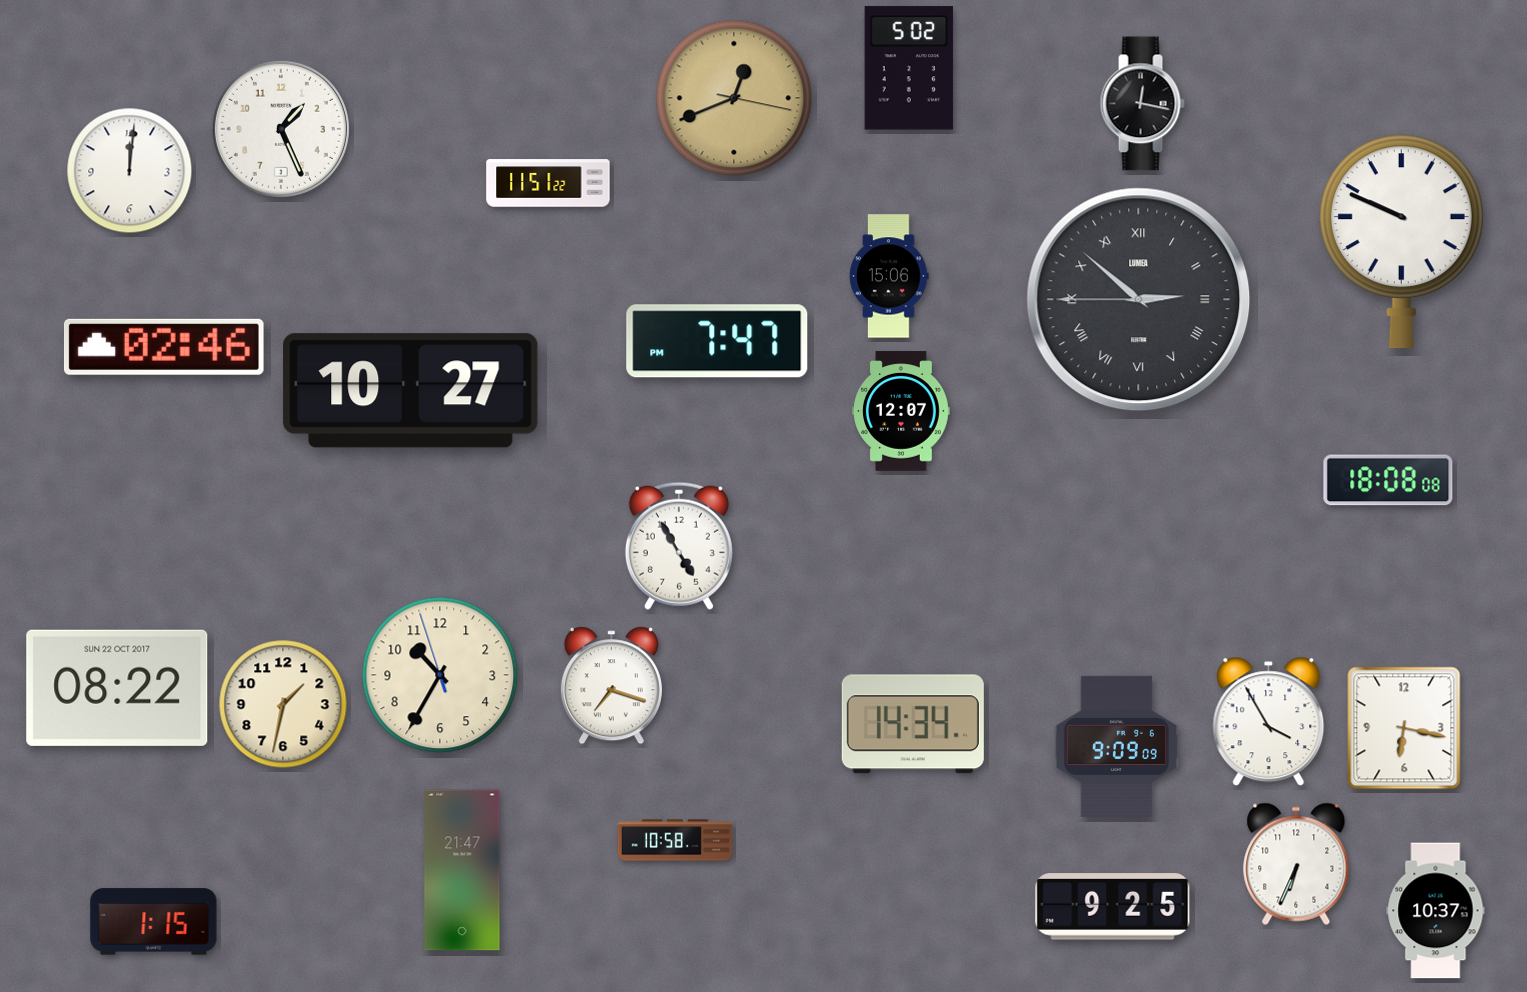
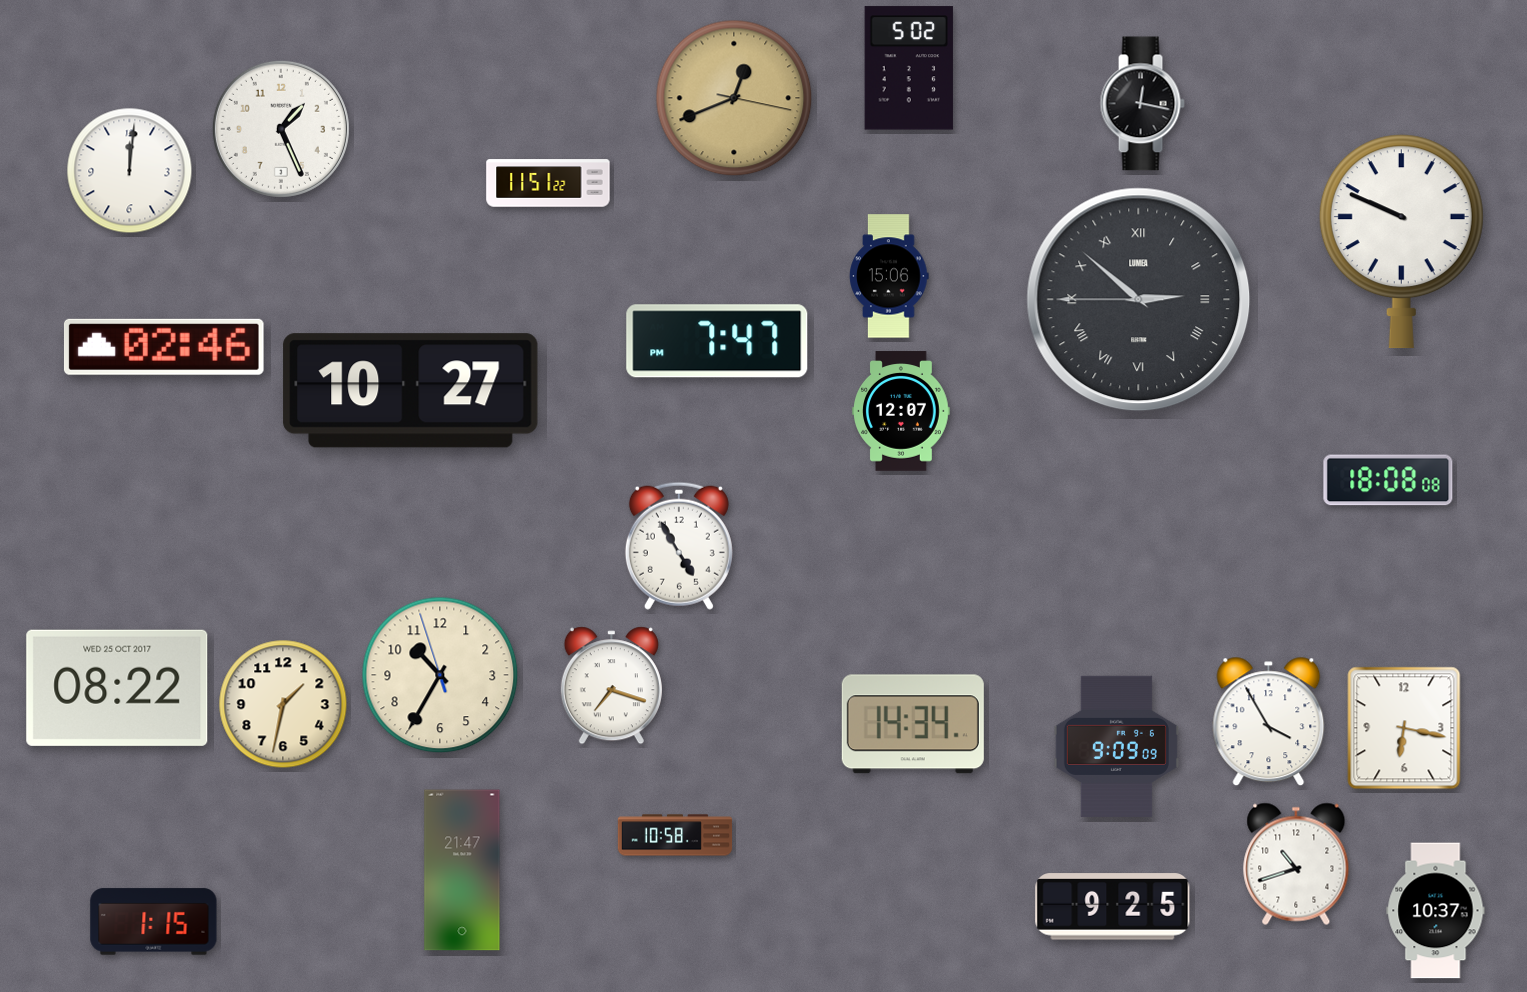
clock at (117, 688) date: SUN 22 OCT 2017 -> WED 25 OCT 2017
clock at (675, 840) position: (675, 840) -> (675, 835)
clock at (1296, 864): 6:34 -> 10:42
